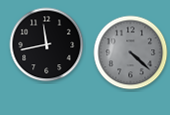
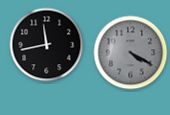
clock at (131, 53): 4:22 -> 4:20
